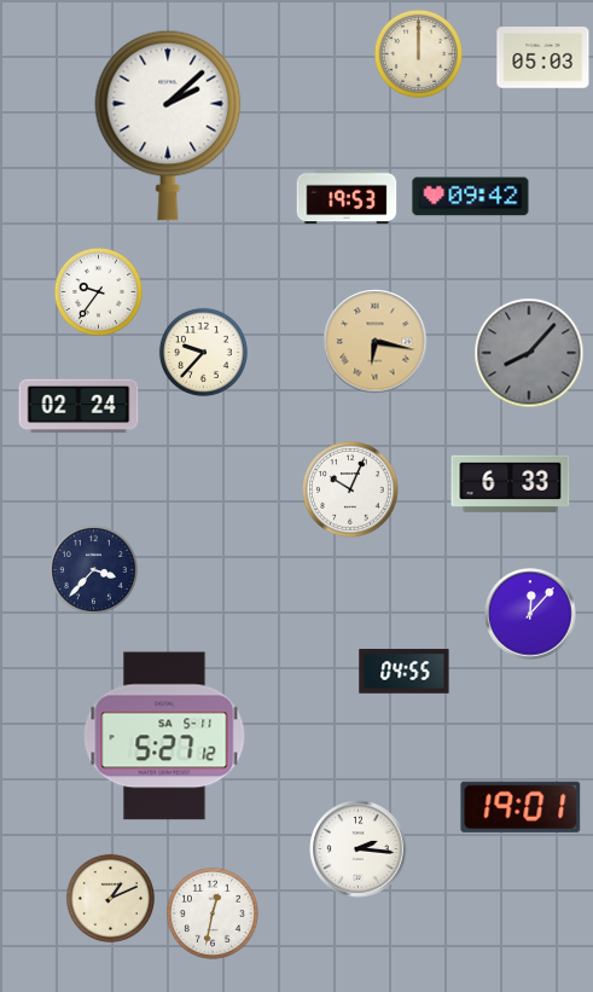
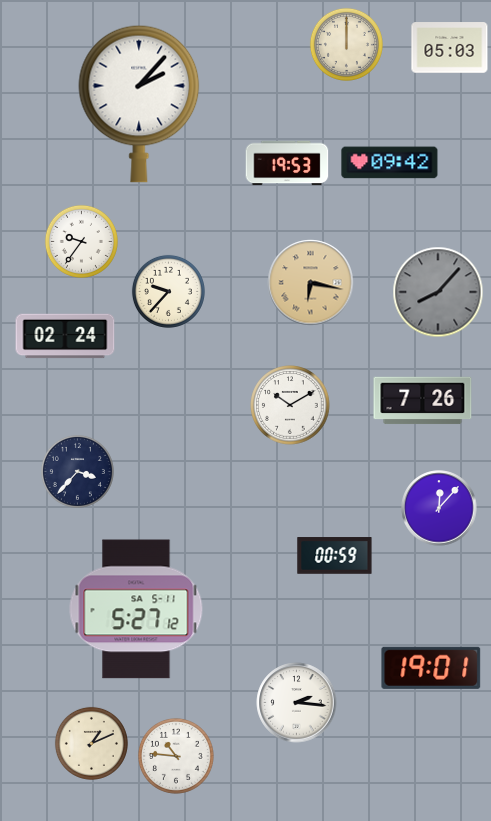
clock at (168, 126): 2:08 -> 2:07
clock at (511, 485): 6:33 -> 7:26
clock at (350, 489): 10:04 -> 10:10
clock at (405, 672): 04:55 -> 00:59
clock at (213, 913): 12:32 -> 10:46
